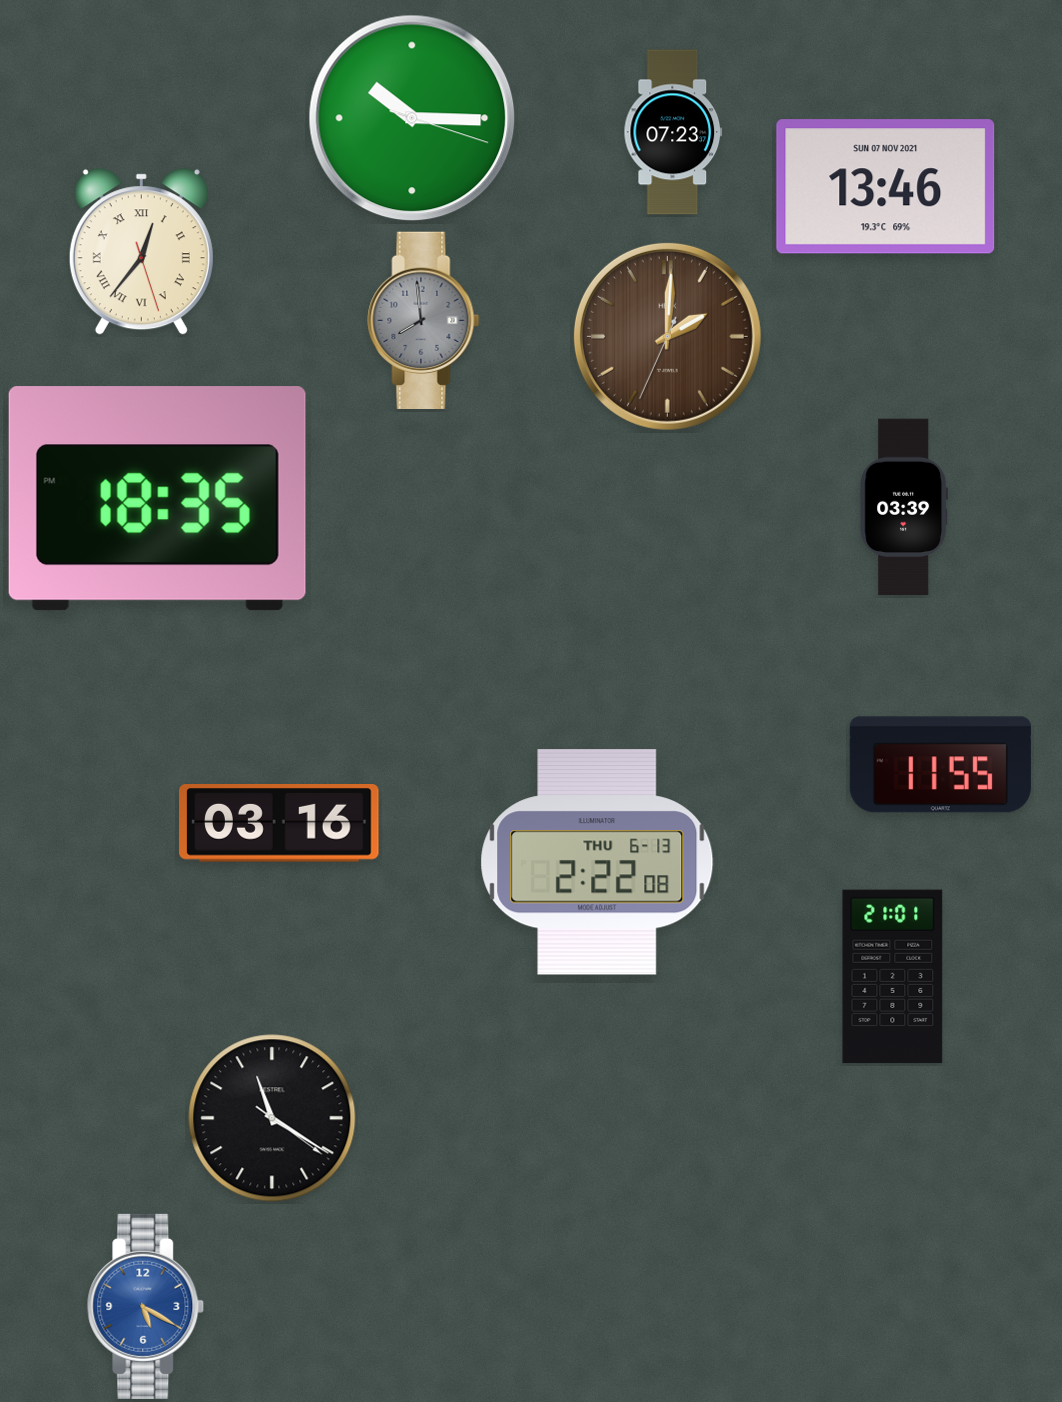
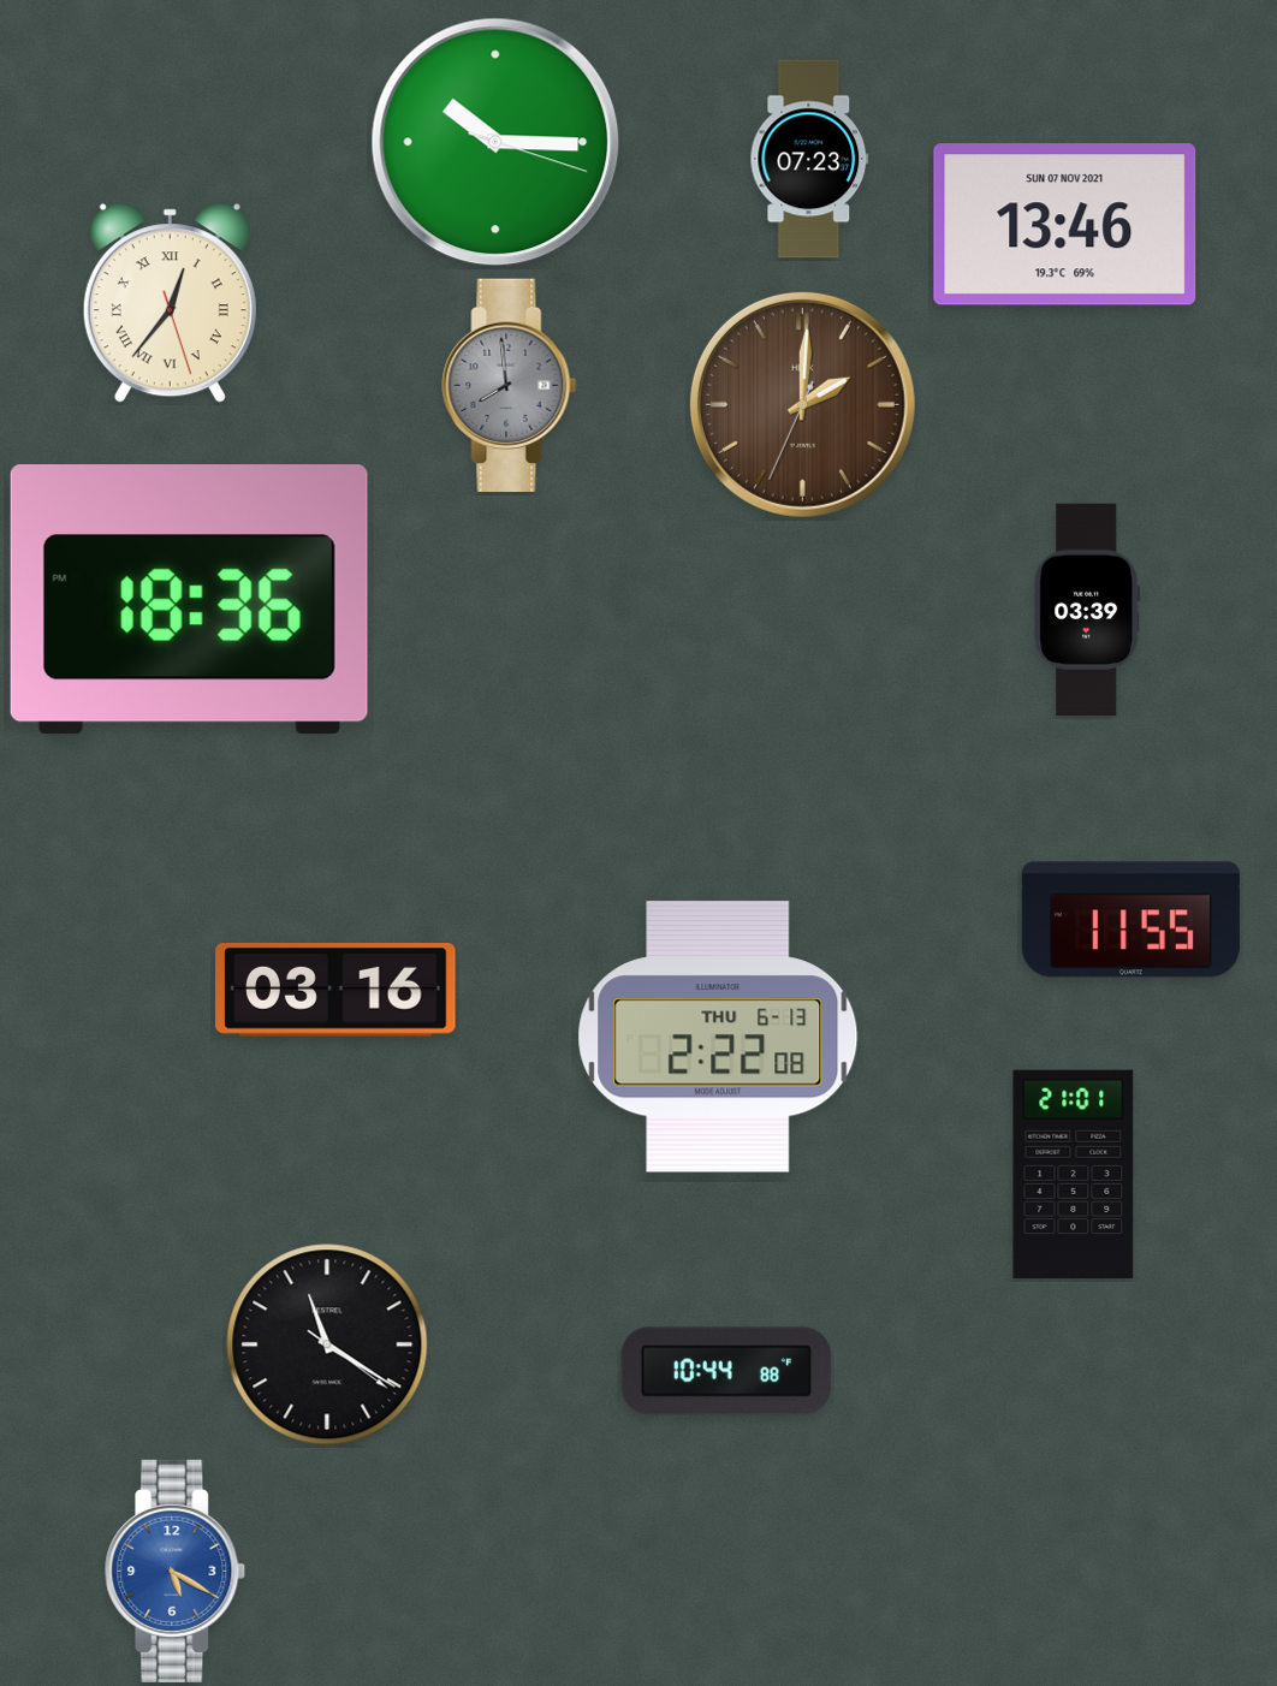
clock at (157, 499): 18:35 -> 18:36
clock at (726, 1371): none -> 10:44
